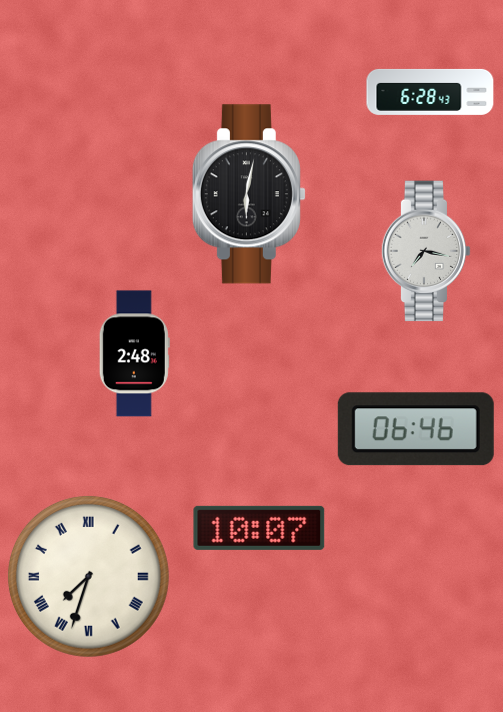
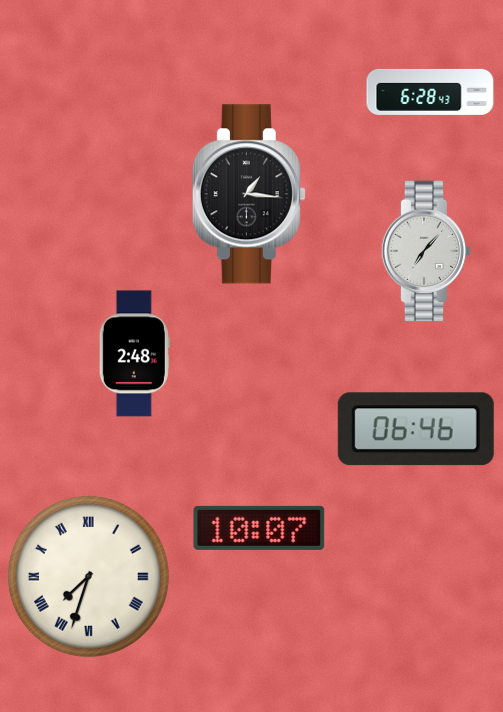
clock at (249, 194): 6:02 -> 1:16
clock at (426, 251): 7:17 -> 7:07
